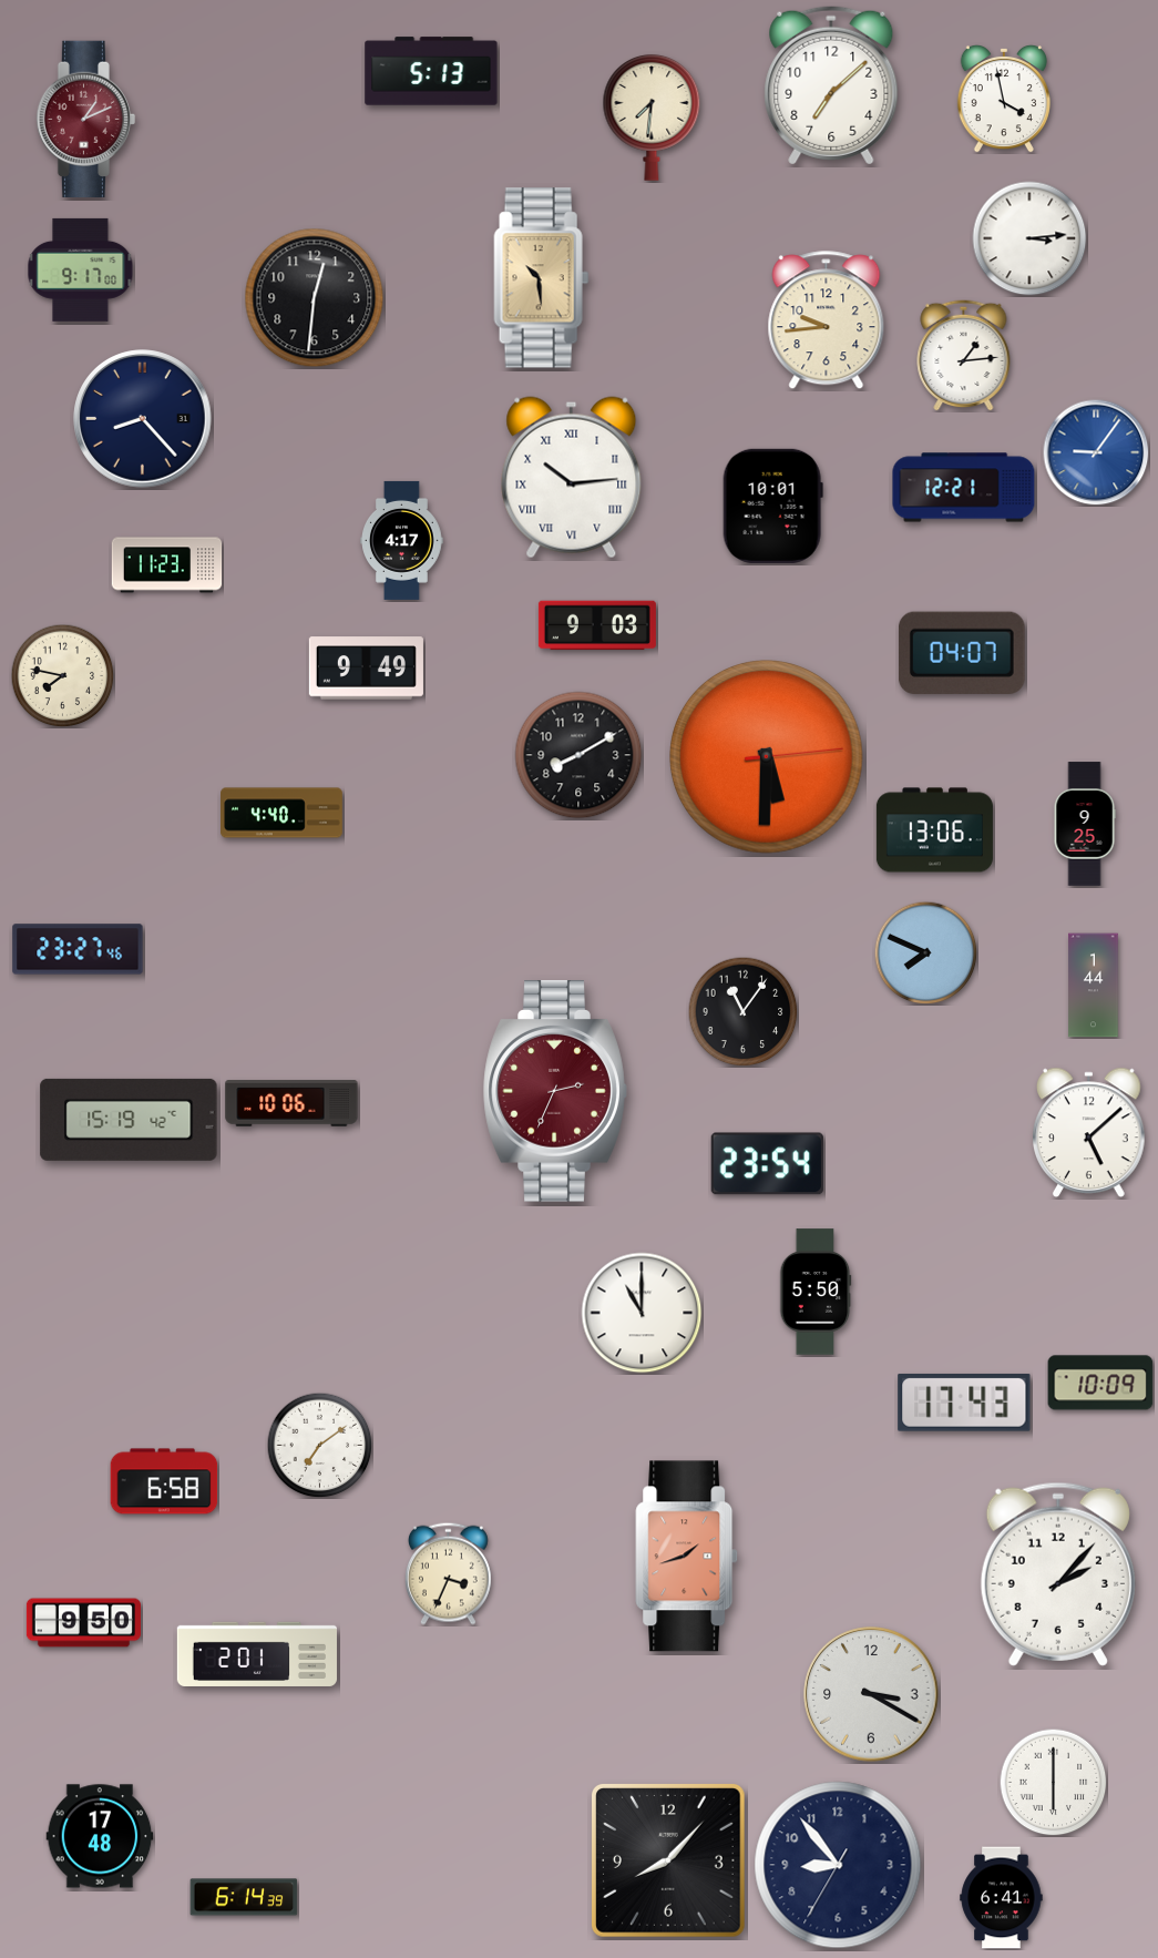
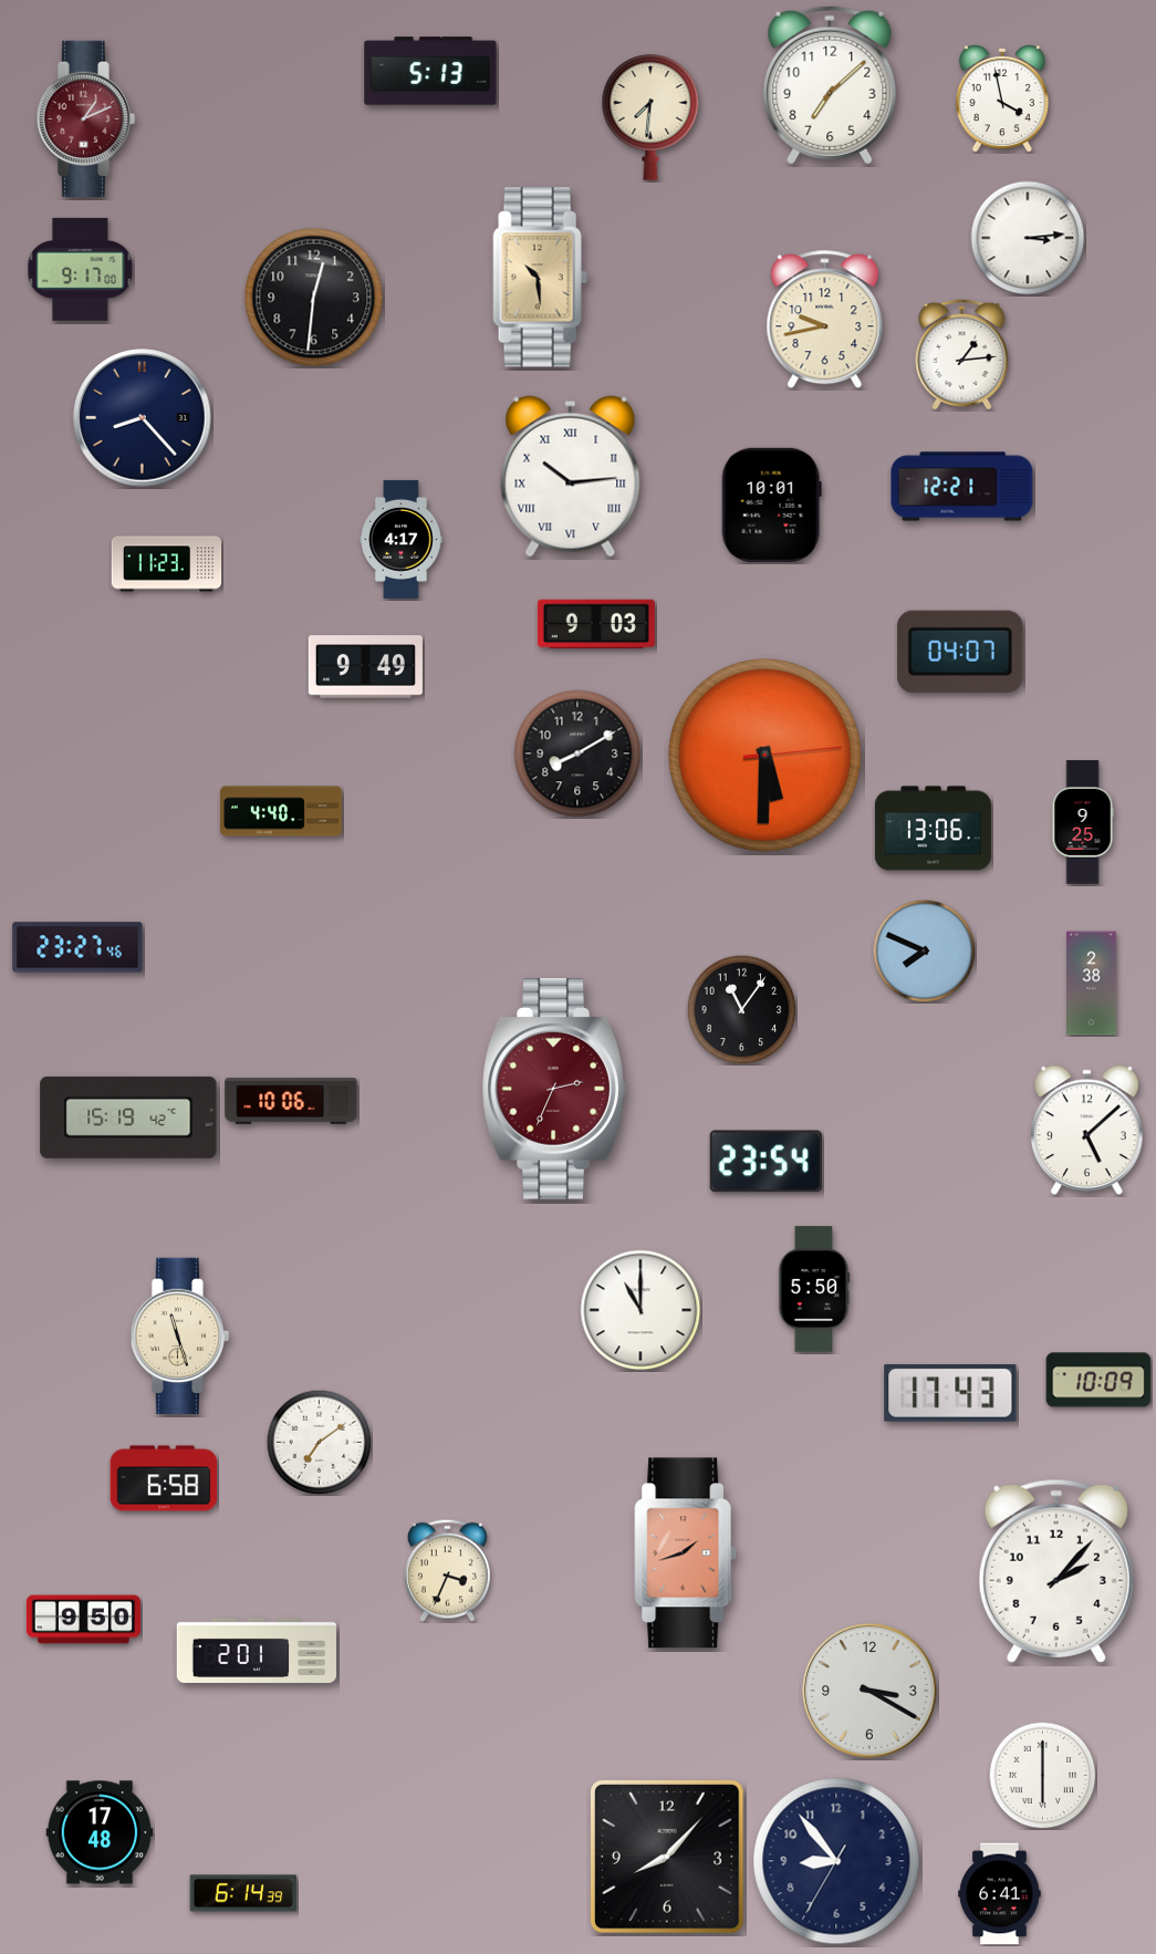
clock at (827, 320): 9:44 -> 9:43
clock at (1096, 452): 9:06 -> none
clock at (62, 675): 7:47 -> none
clock at (1094, 986): 1:44 -> 2:38
clock at (180, 1337): none -> 11:27
clock at (964, 1403) position: (964, 1403) -> (950, 1393)
clock at (1053, 1782) position: (1053, 1782) -> (1042, 1775)
